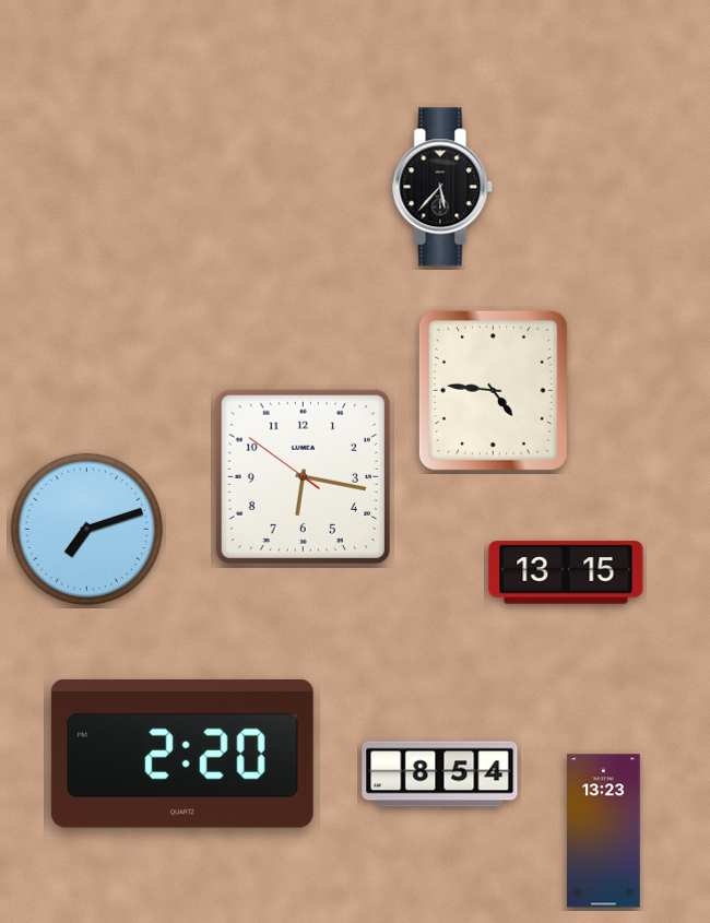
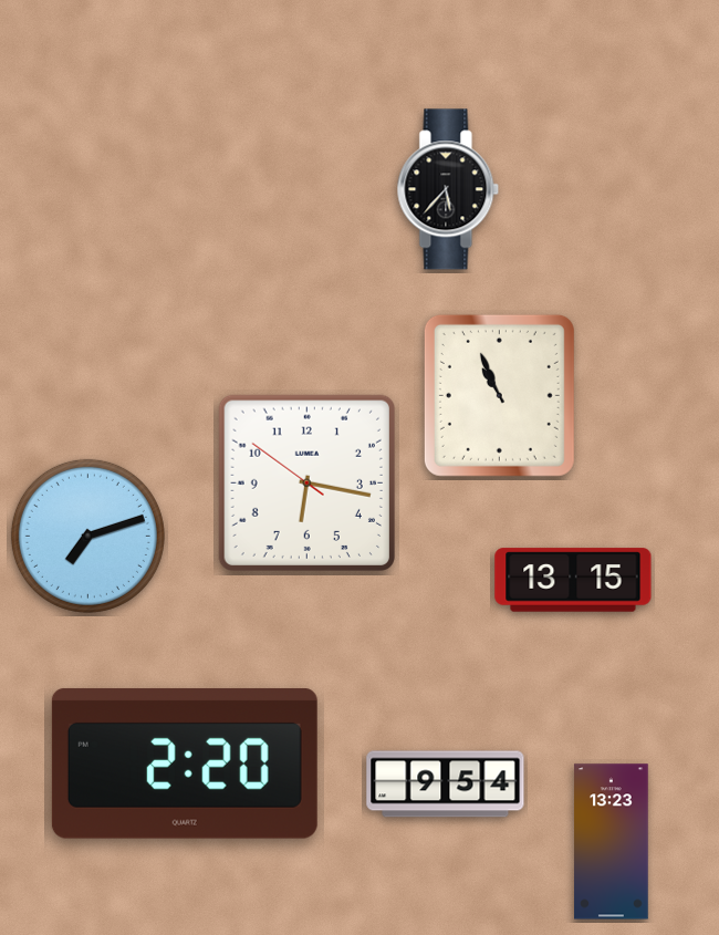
clock at (493, 390): 4:46 -> 10:56
clock at (440, 774): 8:54 -> 9:54
